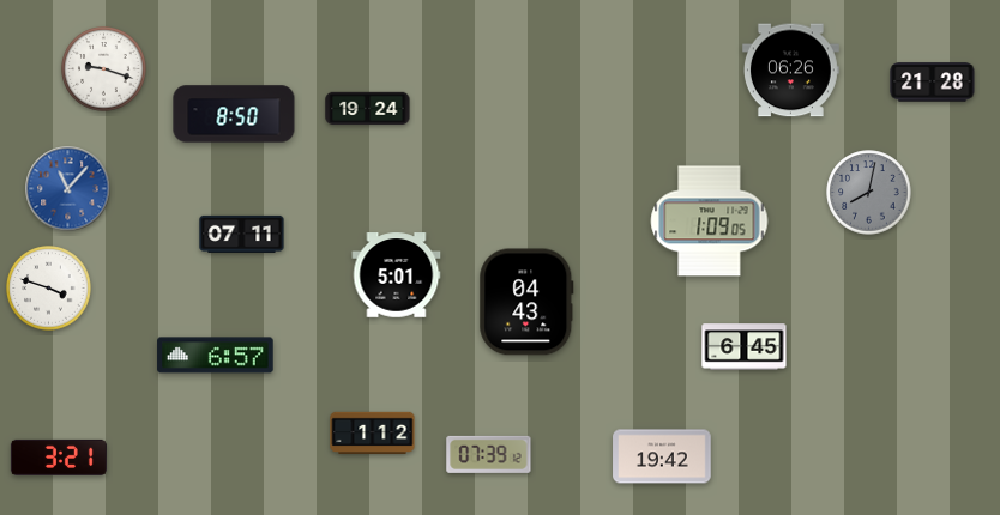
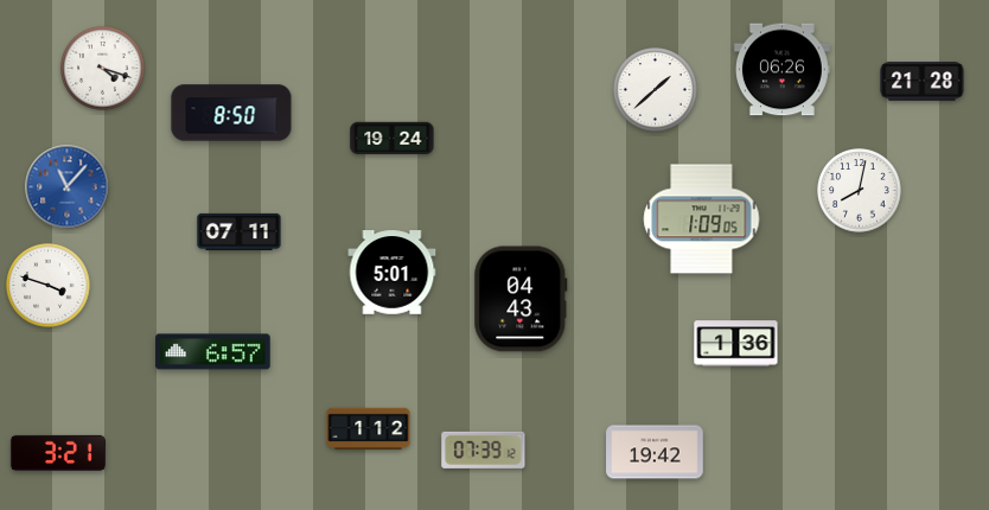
clock at (104, 69): 9:18 -> 4:18
clock at (656, 90): none -> 1:38
clock at (368, 109) position: (368, 109) -> (393, 139)
clock at (869, 193) dial: grey -> white
clock at (745, 347): 6:45 -> 1:36
